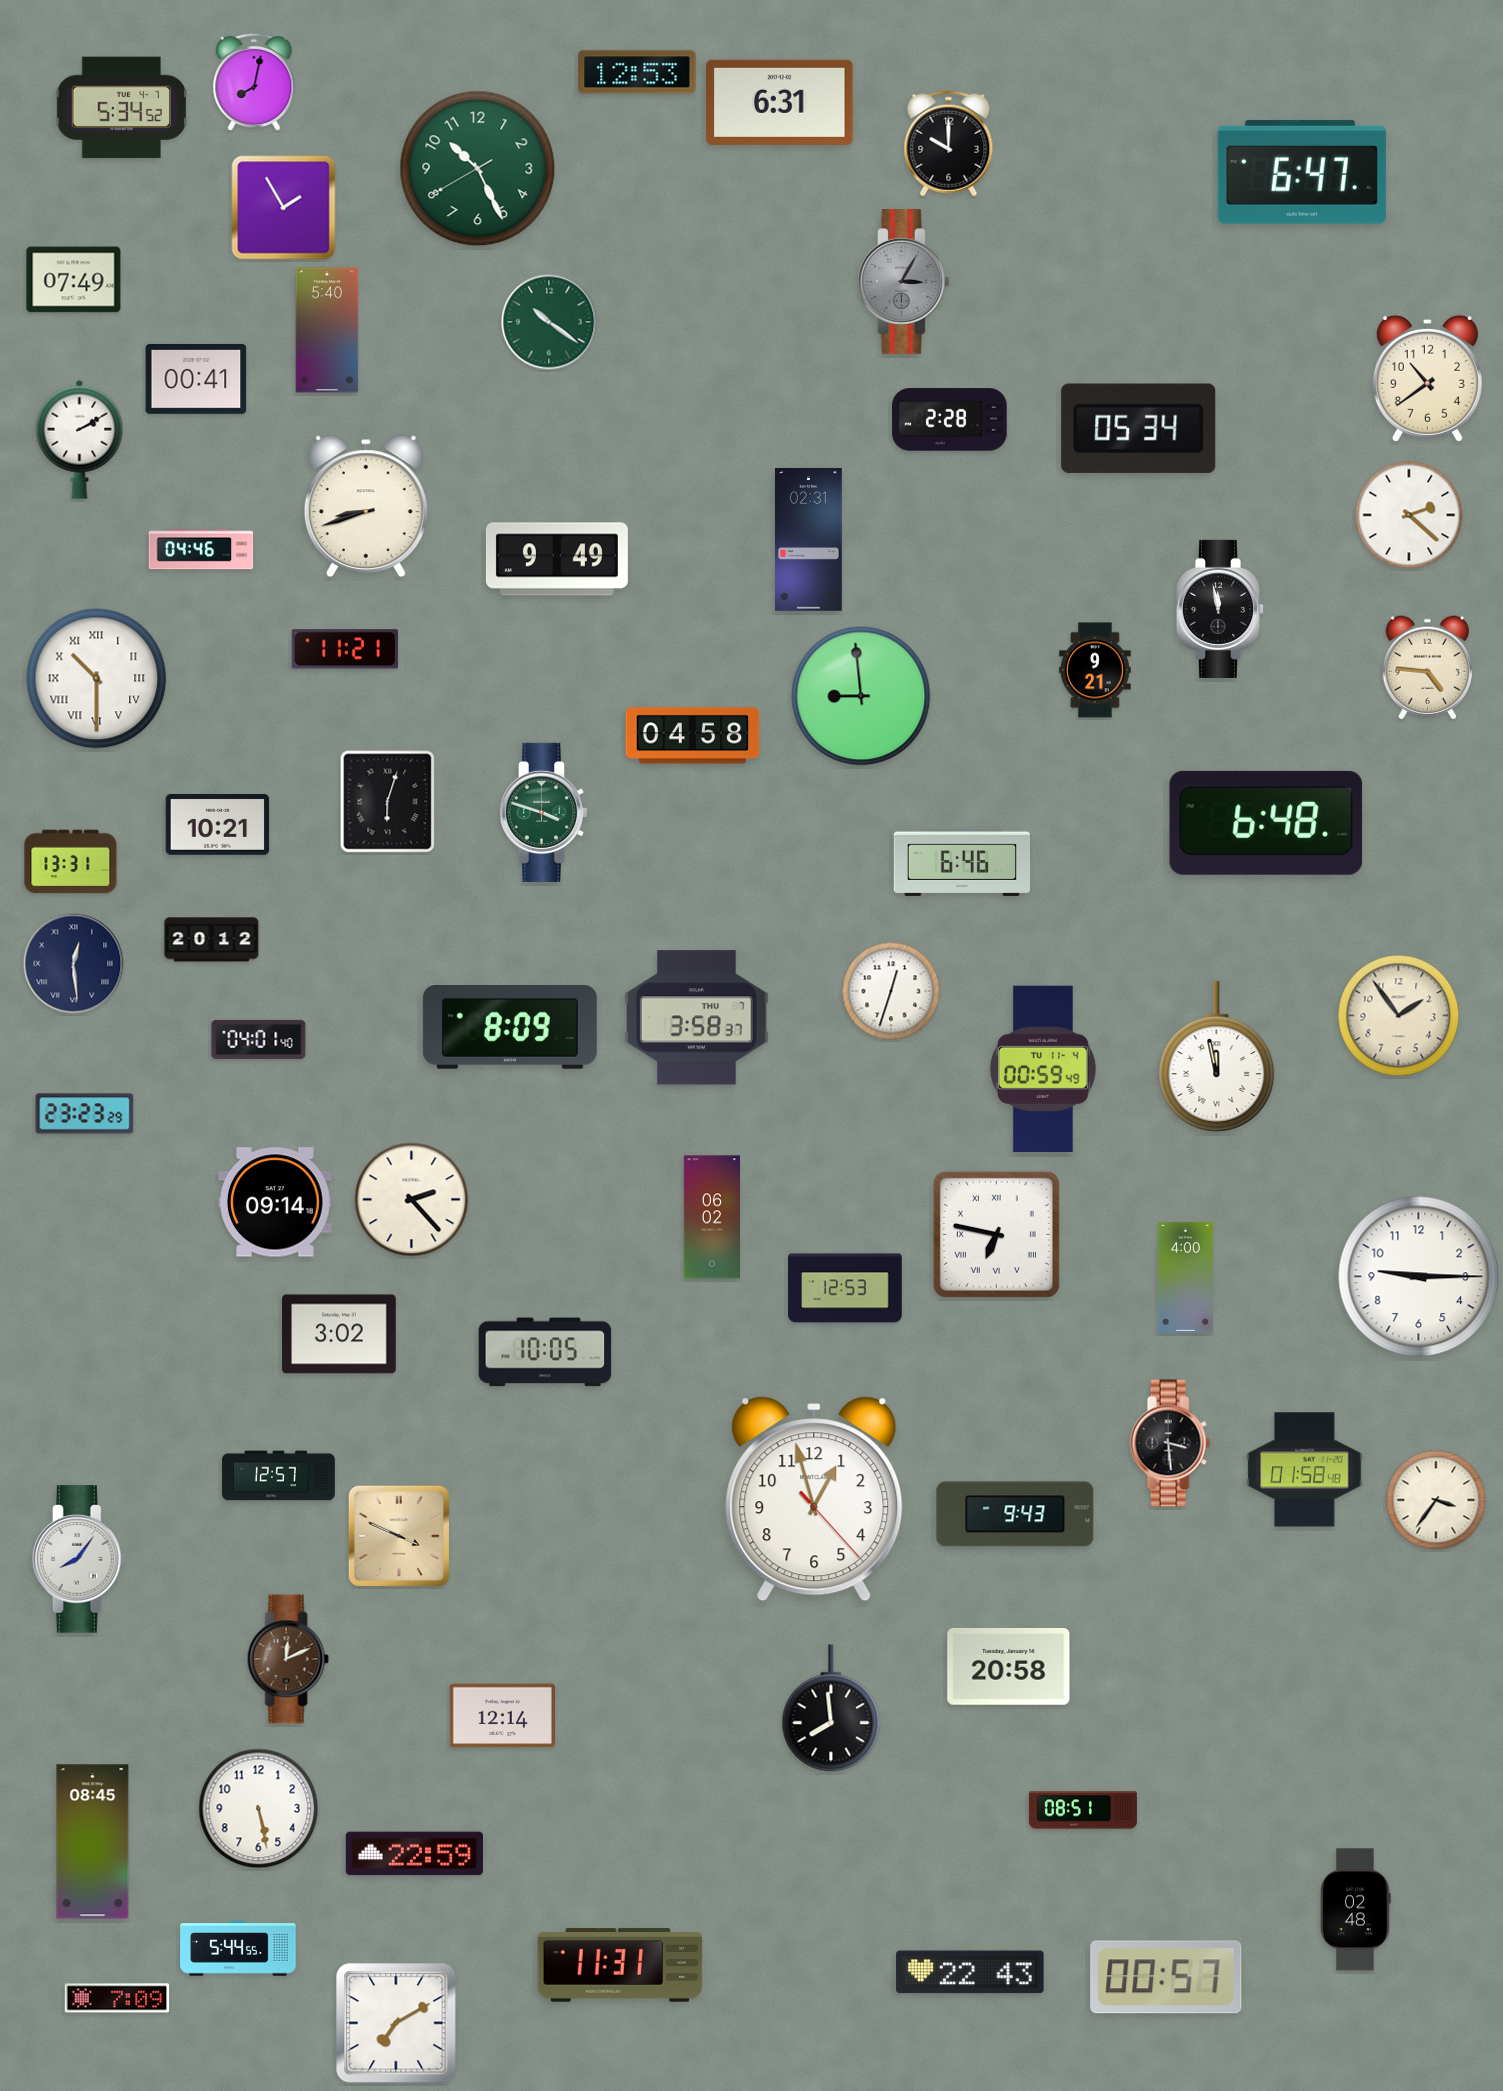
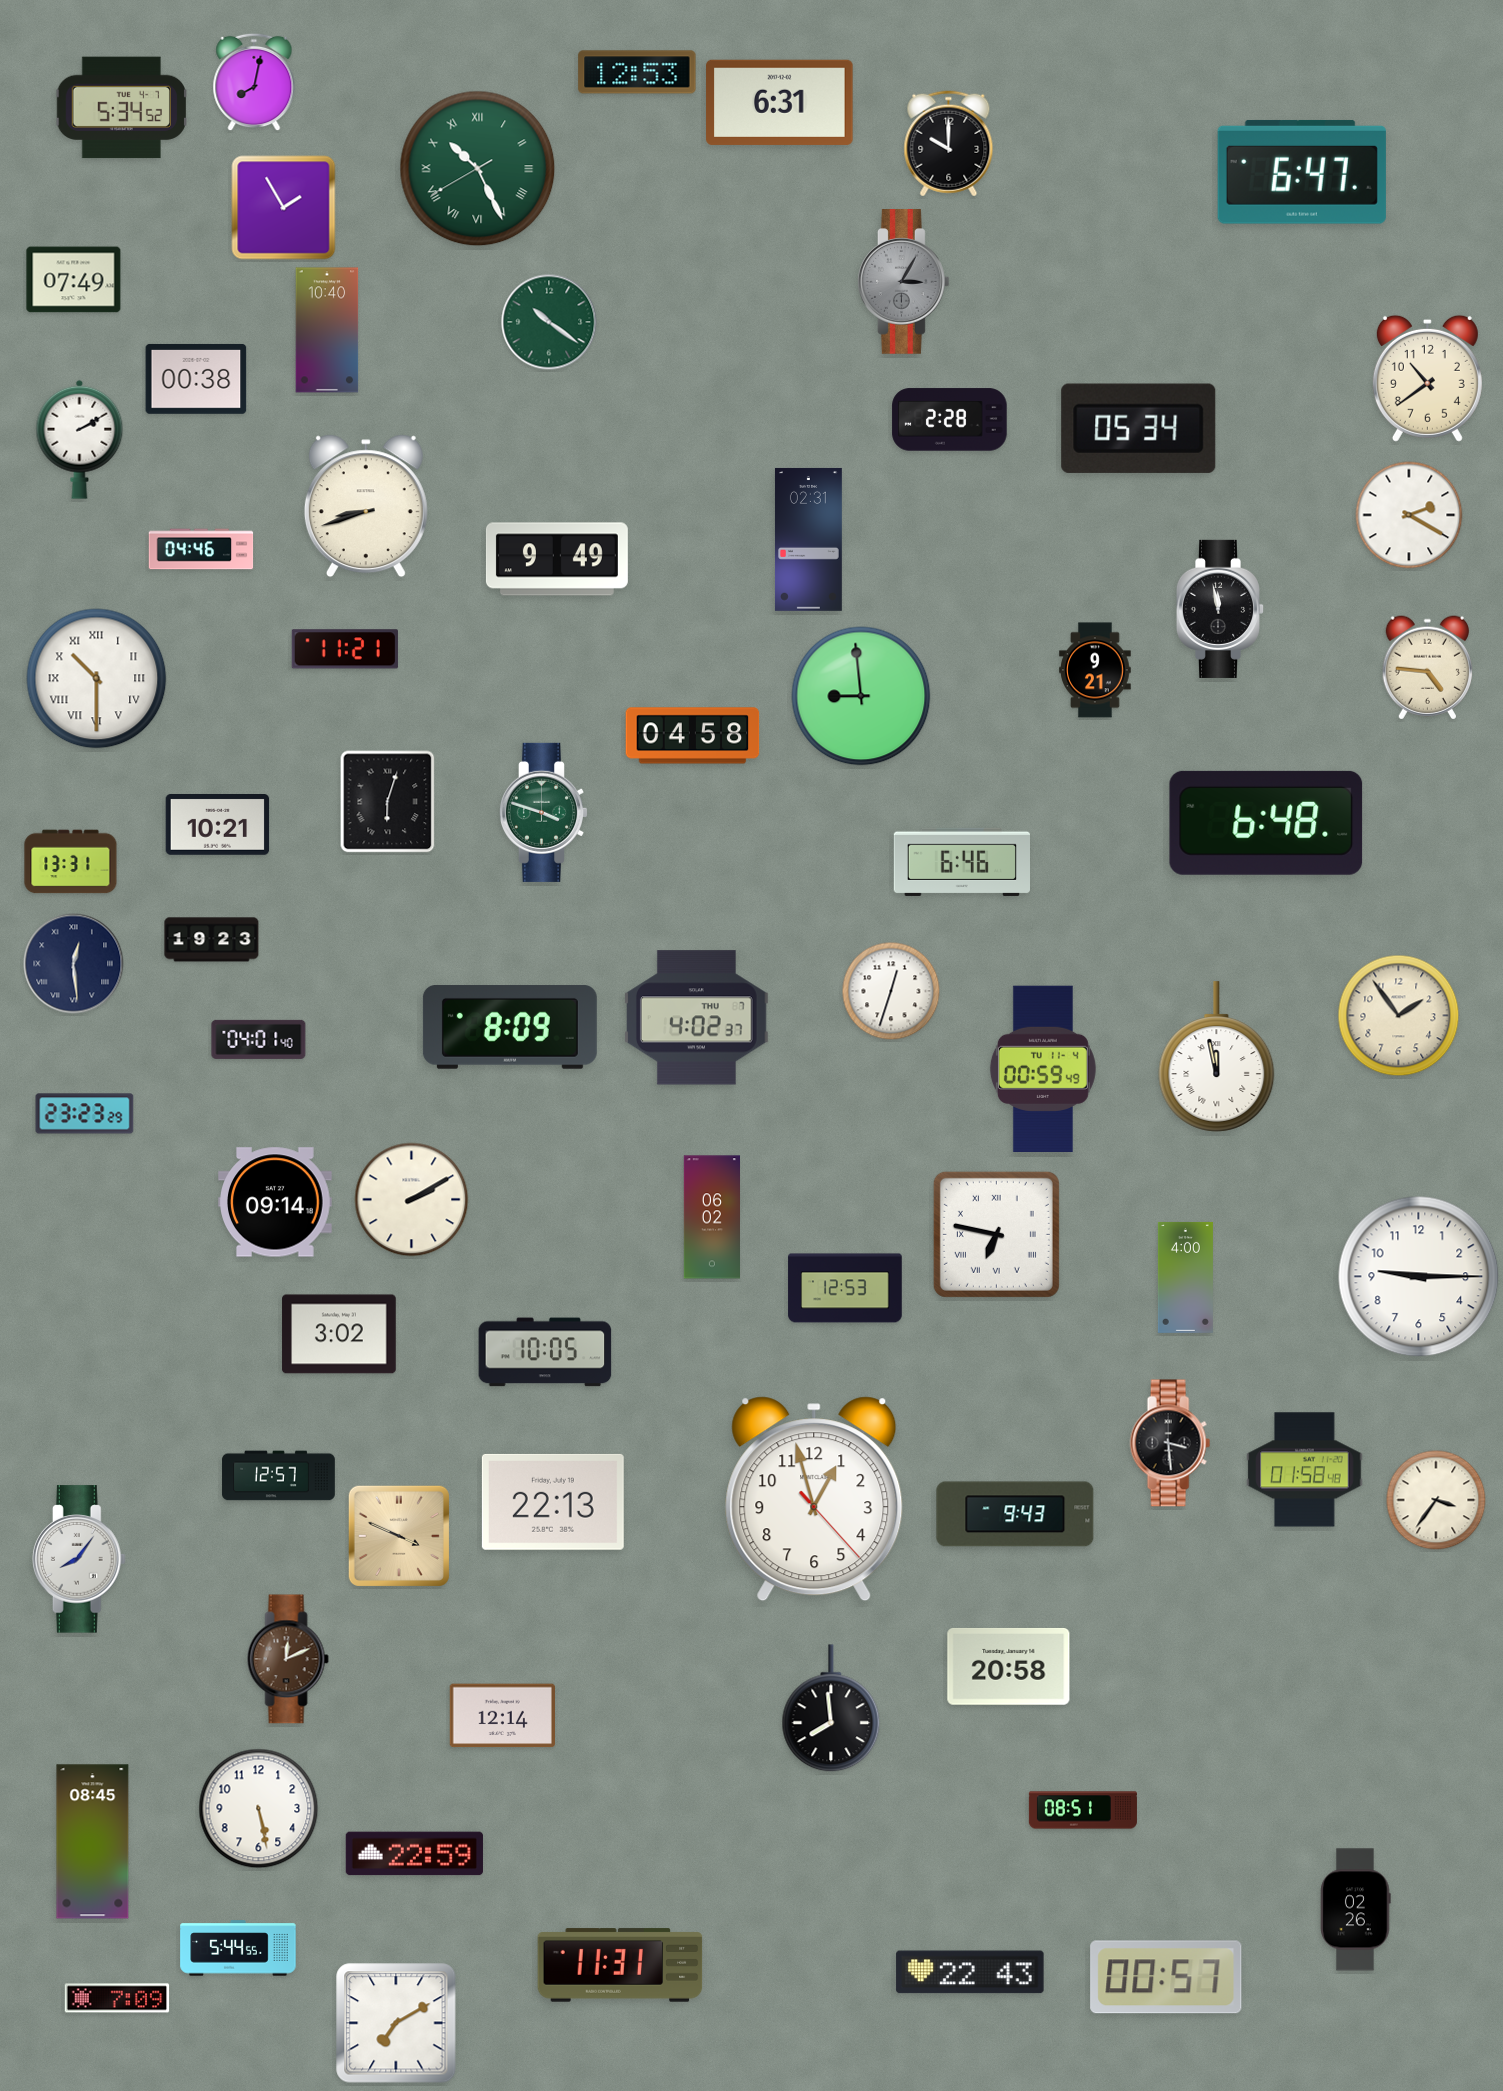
clock at (478, 169) numerals: Arabic -> Roman
clock at (327, 330): 5:40 -> 10:40
clock at (196, 379): 00:41 -> 00:38
clock at (1409, 515): 2:22 -> 2:20
clock at (212, 940): 20:12 -> 19:23
clock at (696, 1018): 3:58 -> 4:02
clock at (412, 1200): 2:23 -> 2:10
clock at (553, 1502): none -> 22:13
clock at (1356, 1910): 02:48 -> 02:26
